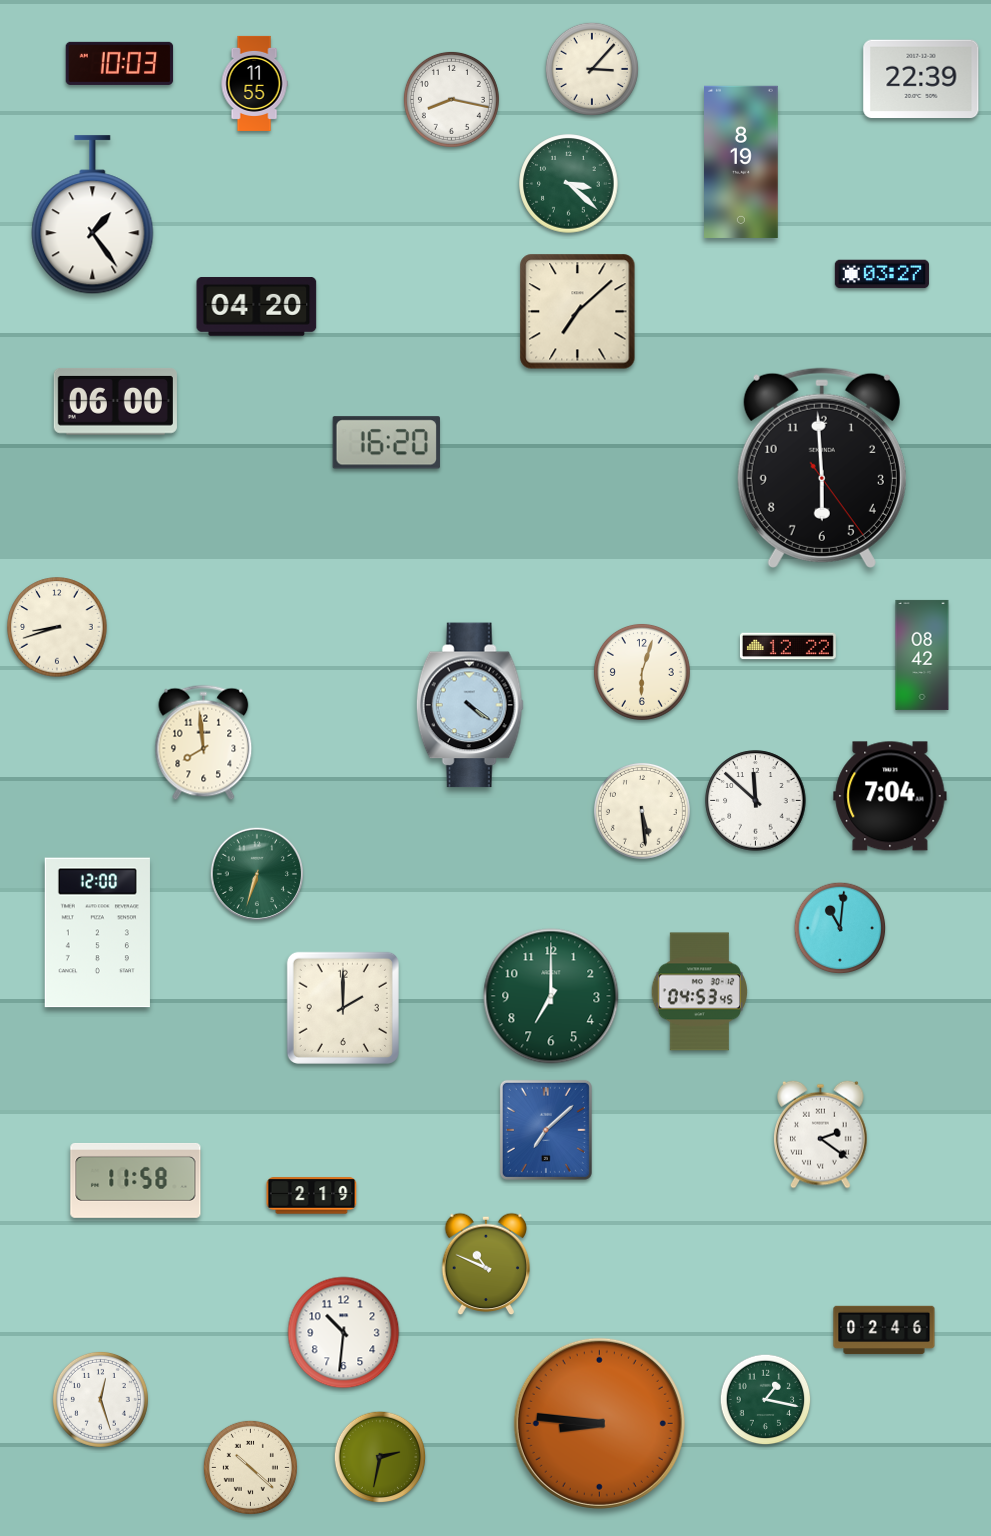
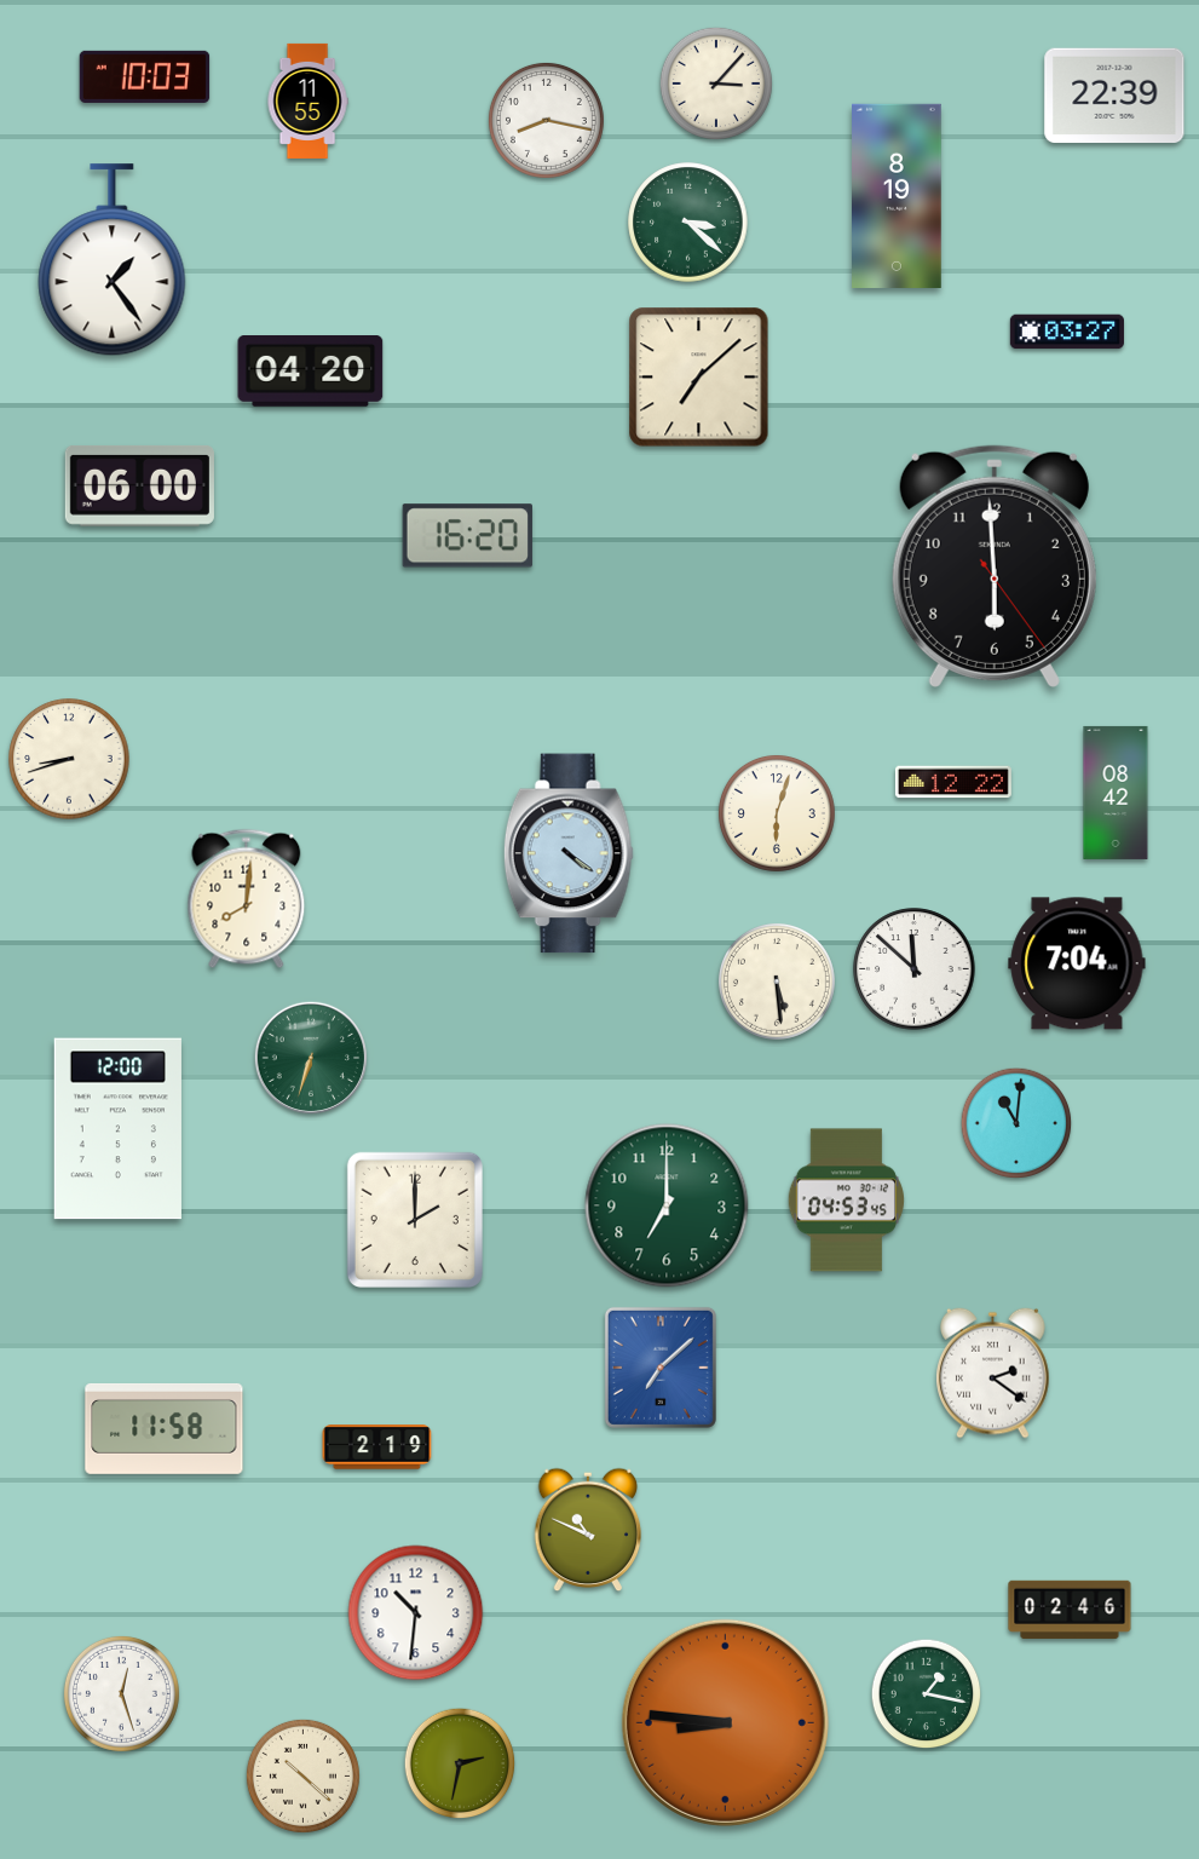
clock at (204, 743): 7:59 -> 8:01
